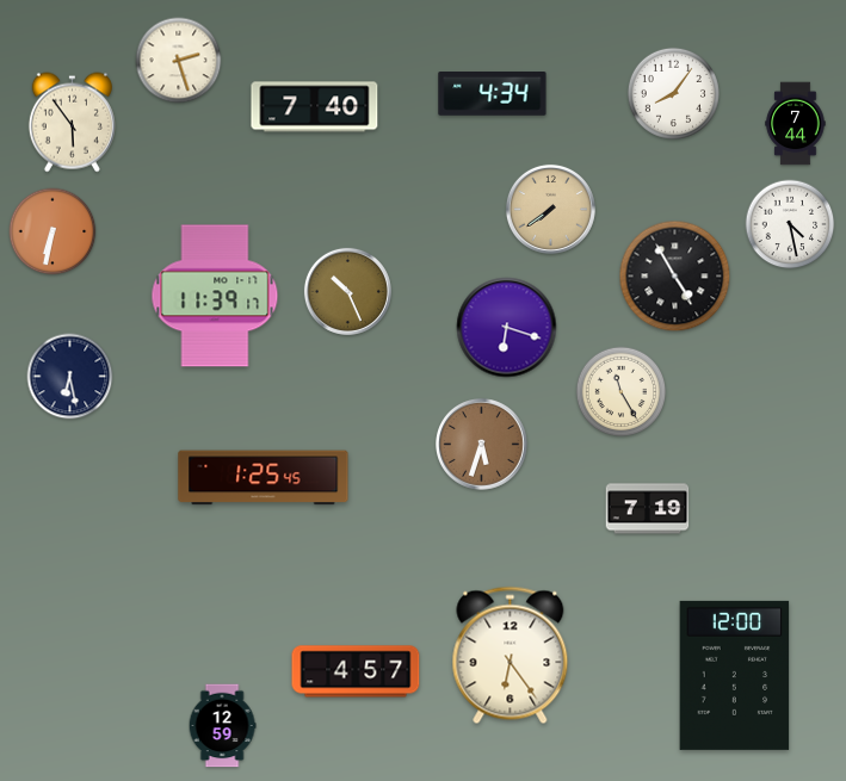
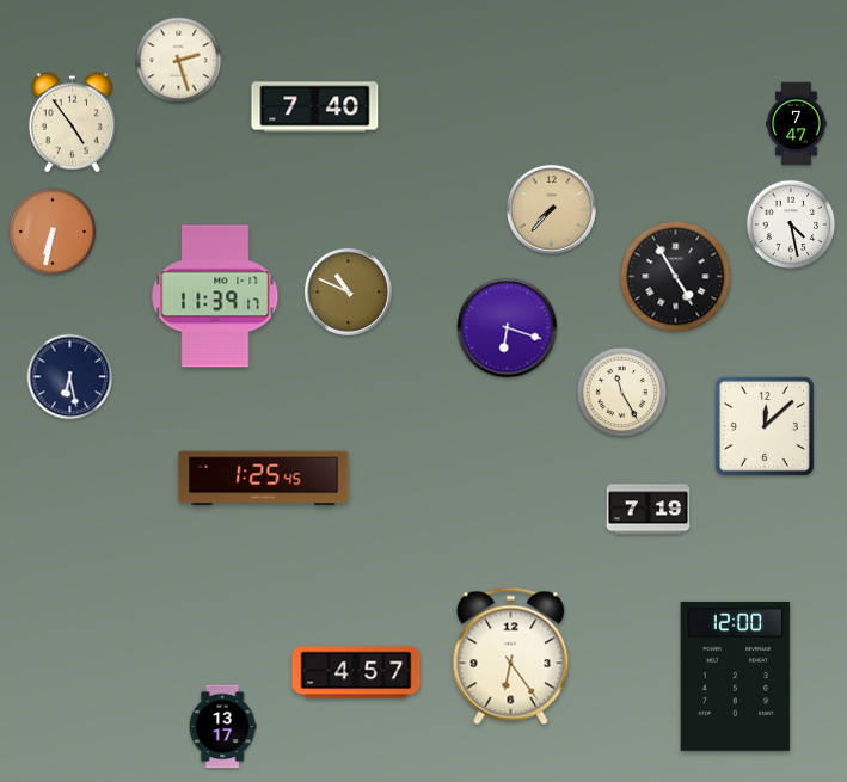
clock at (673, 93): 8:06 -> none
clock at (493, 94): 4:34 -> none
clock at (72, 123): 5:54 -> 4:54
clock at (796, 124): 7:44 -> 7:47
clock at (550, 209): 7:39 -> 7:37
clock at (347, 291): 10:26 -> 10:49
clock at (765, 426): none -> 12:08
clock at (482, 445): 5:33 -> none
clock at (222, 726): 12:59 -> 13:17
